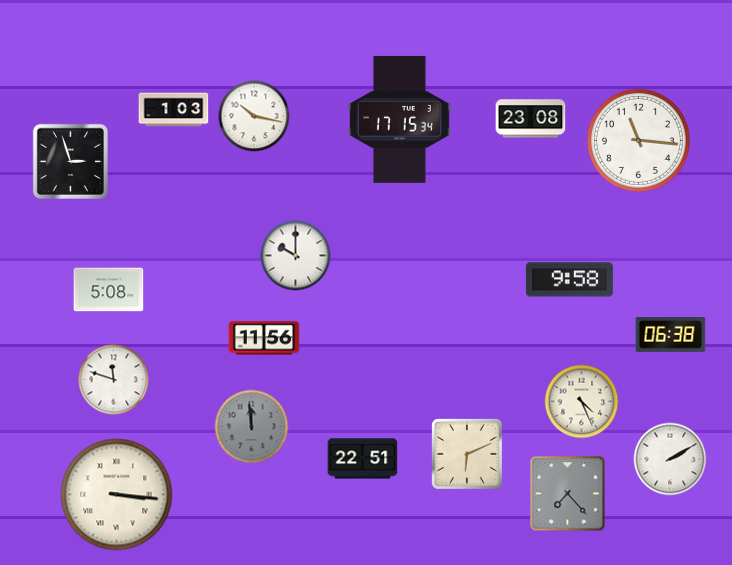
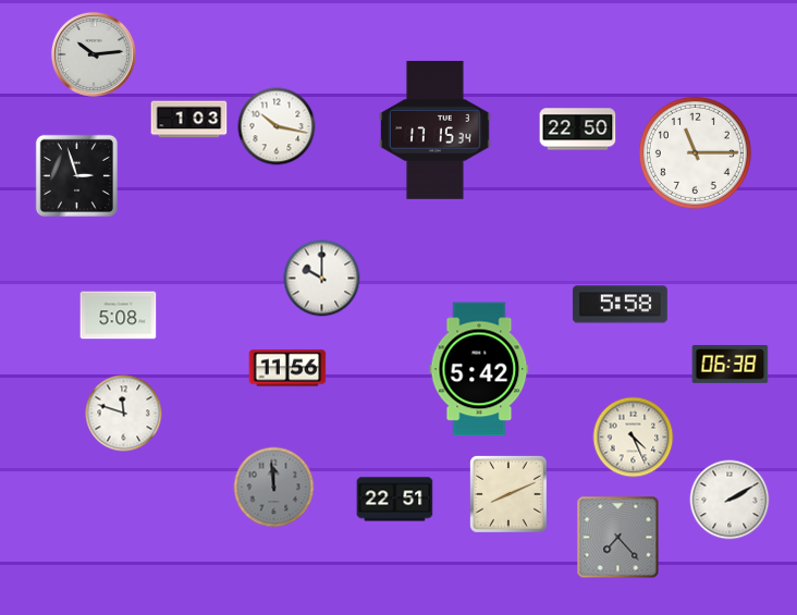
clock at (94, 54): none -> 10:14
clock at (531, 119): 23:08 -> 22:50
clock at (638, 140): 11:16 -> 11:15
clock at (569, 280): 9:58 -> 5:58
clock at (479, 369): none -> 5:42
clock at (252, 427) position: (252, 427) -> (274, 488)
clock at (467, 454): 6:11 -> 8:11
clock at (117, 495): 3:16 -> none
